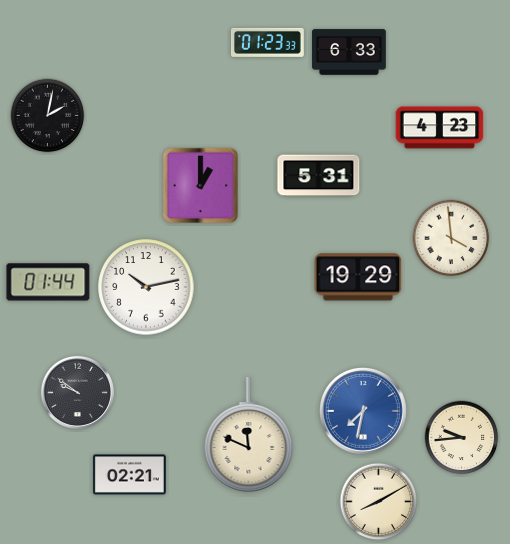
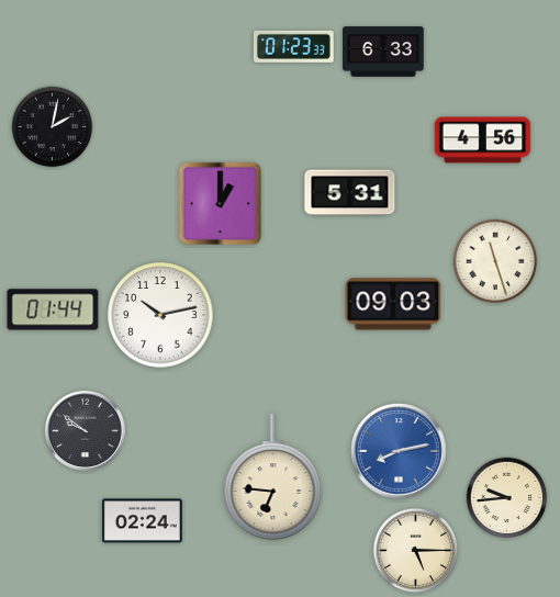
clock at (349, 52) position: (349, 52) -> (383, 52)
clock at (440, 128): 4:23 -> 4:56
clock at (451, 238): 3:59 -> 11:27
clock at (358, 277): 19:29 -> 09:03
clock at (363, 411): 7:32 -> 8:13
clock at (249, 435): 11:49 -> 6:46
clock at (462, 438) position: (462, 438) -> (507, 498)
clock at (130, 475): 02:21 -> 02:24
clock at (379, 502): 8:10 -> 5:15
